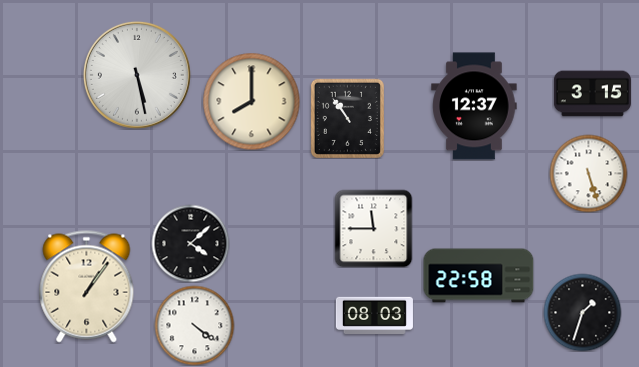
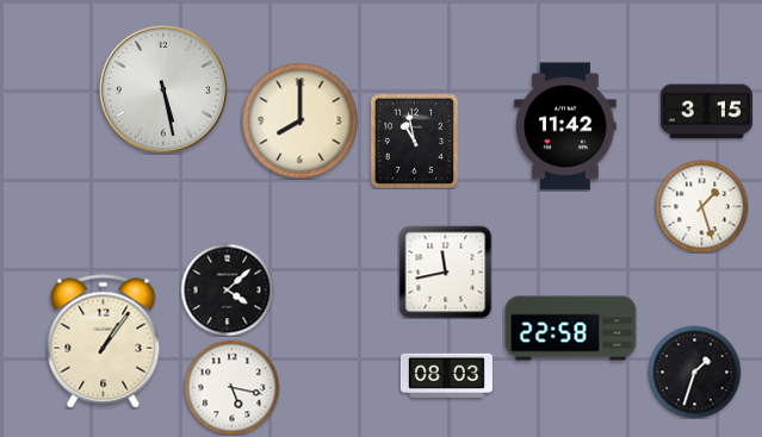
clock at (474, 106): 12:37 -> 11:42
clock at (347, 118): 10:54 -> 10:58
clock at (588, 173): 5:27 -> 1:27
clock at (373, 228): 11:45 -> 11:43
clock at (194, 325): 4:21 -> 5:17
